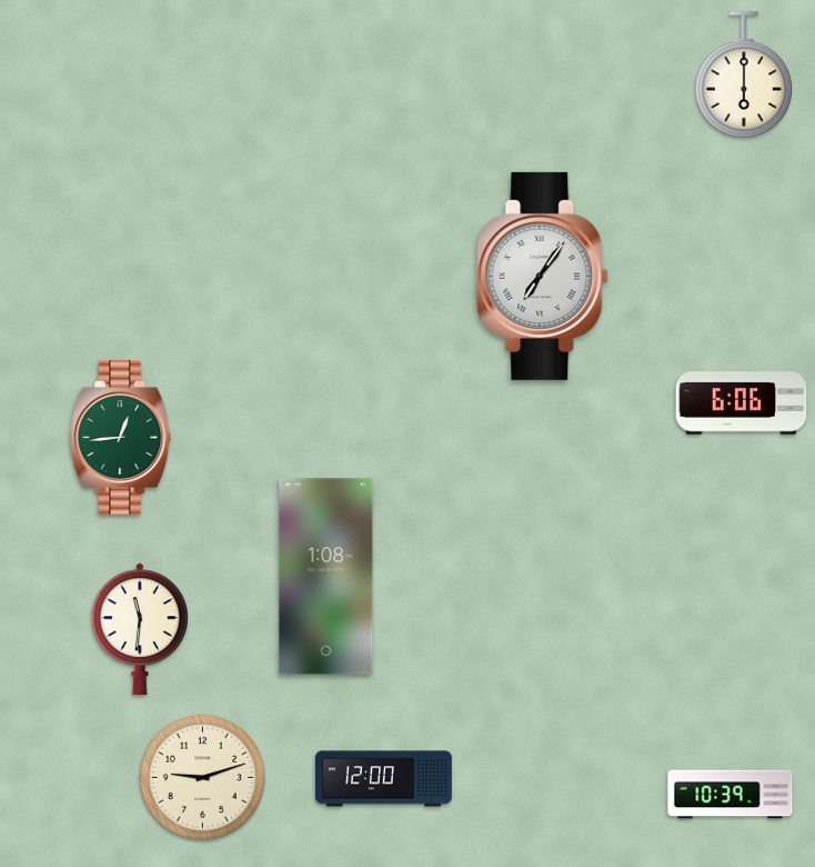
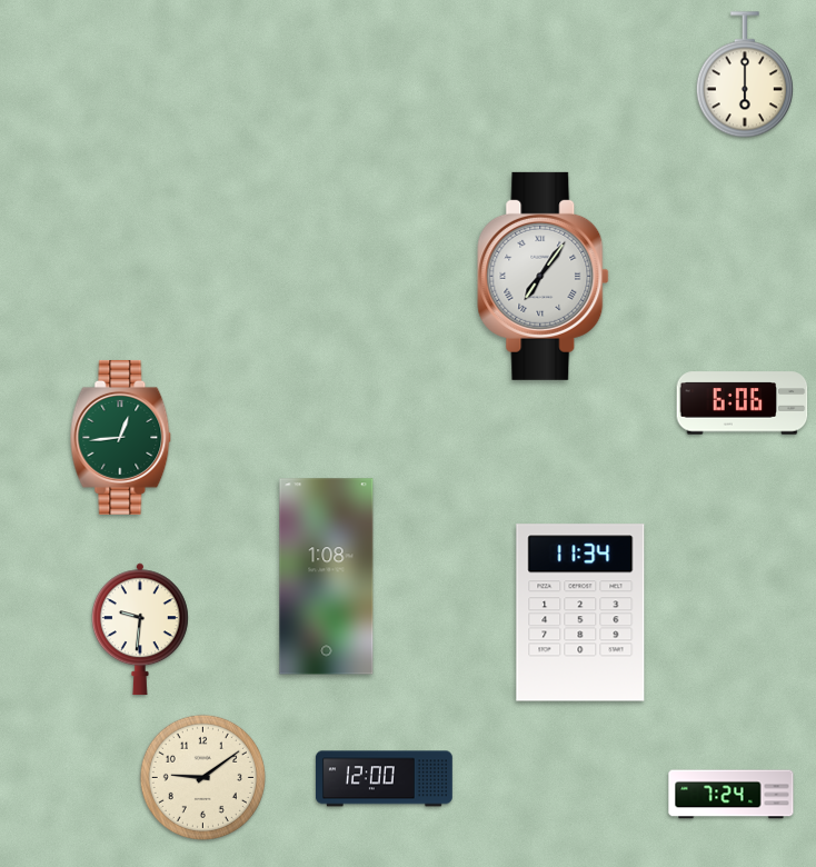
clock at (580, 612): none -> 11:34
clock at (140, 629): 11:31 -> 9:31
clock at (202, 777): 9:12 -> 9:09
clock at (731, 795): 10:39 -> 7:24
